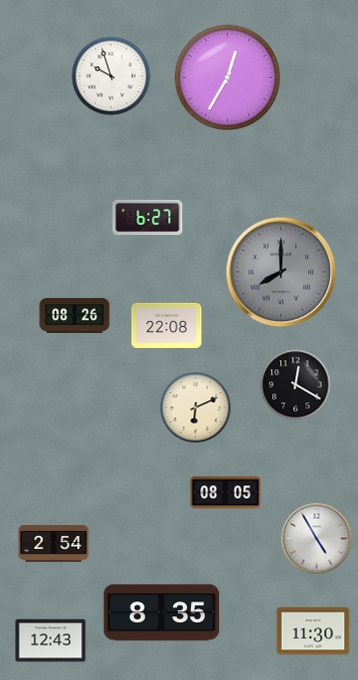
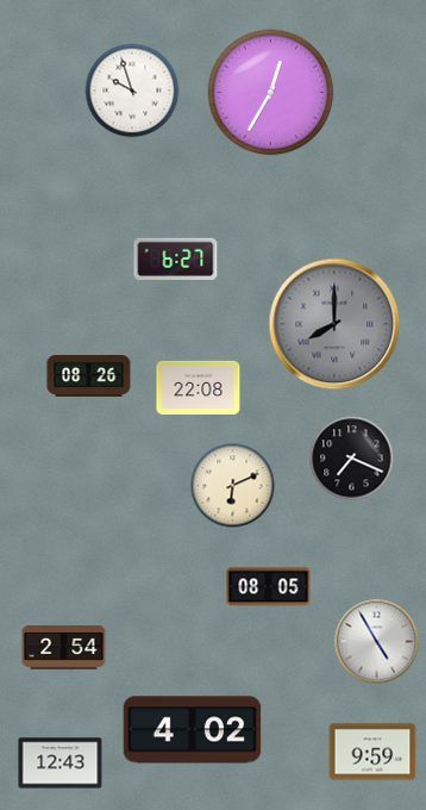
clock at (296, 385): 12:20 -> 7:19
clock at (162, 613): 8:35 -> 4:02
clock at (313, 631): 11:30 -> 9:59
